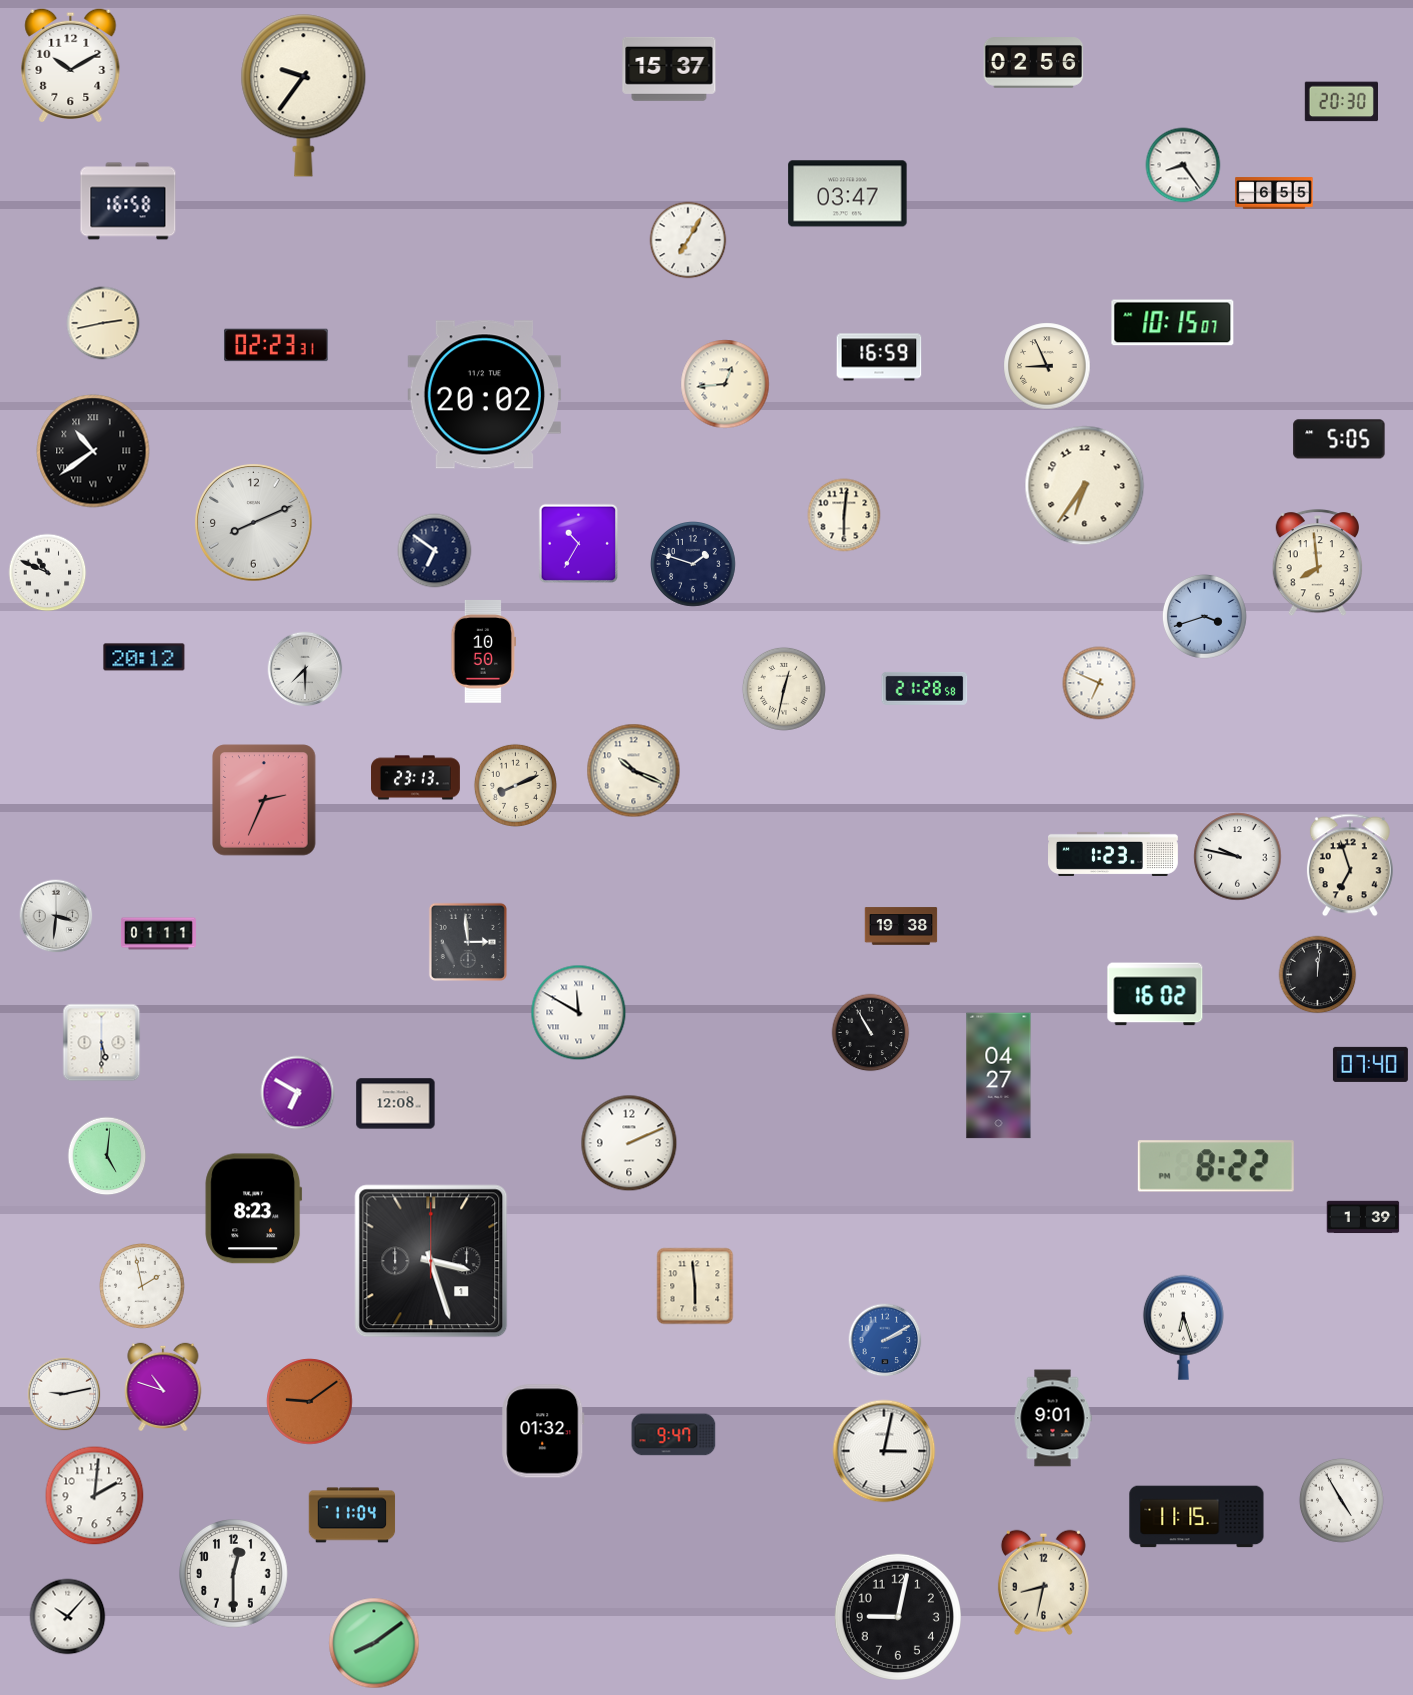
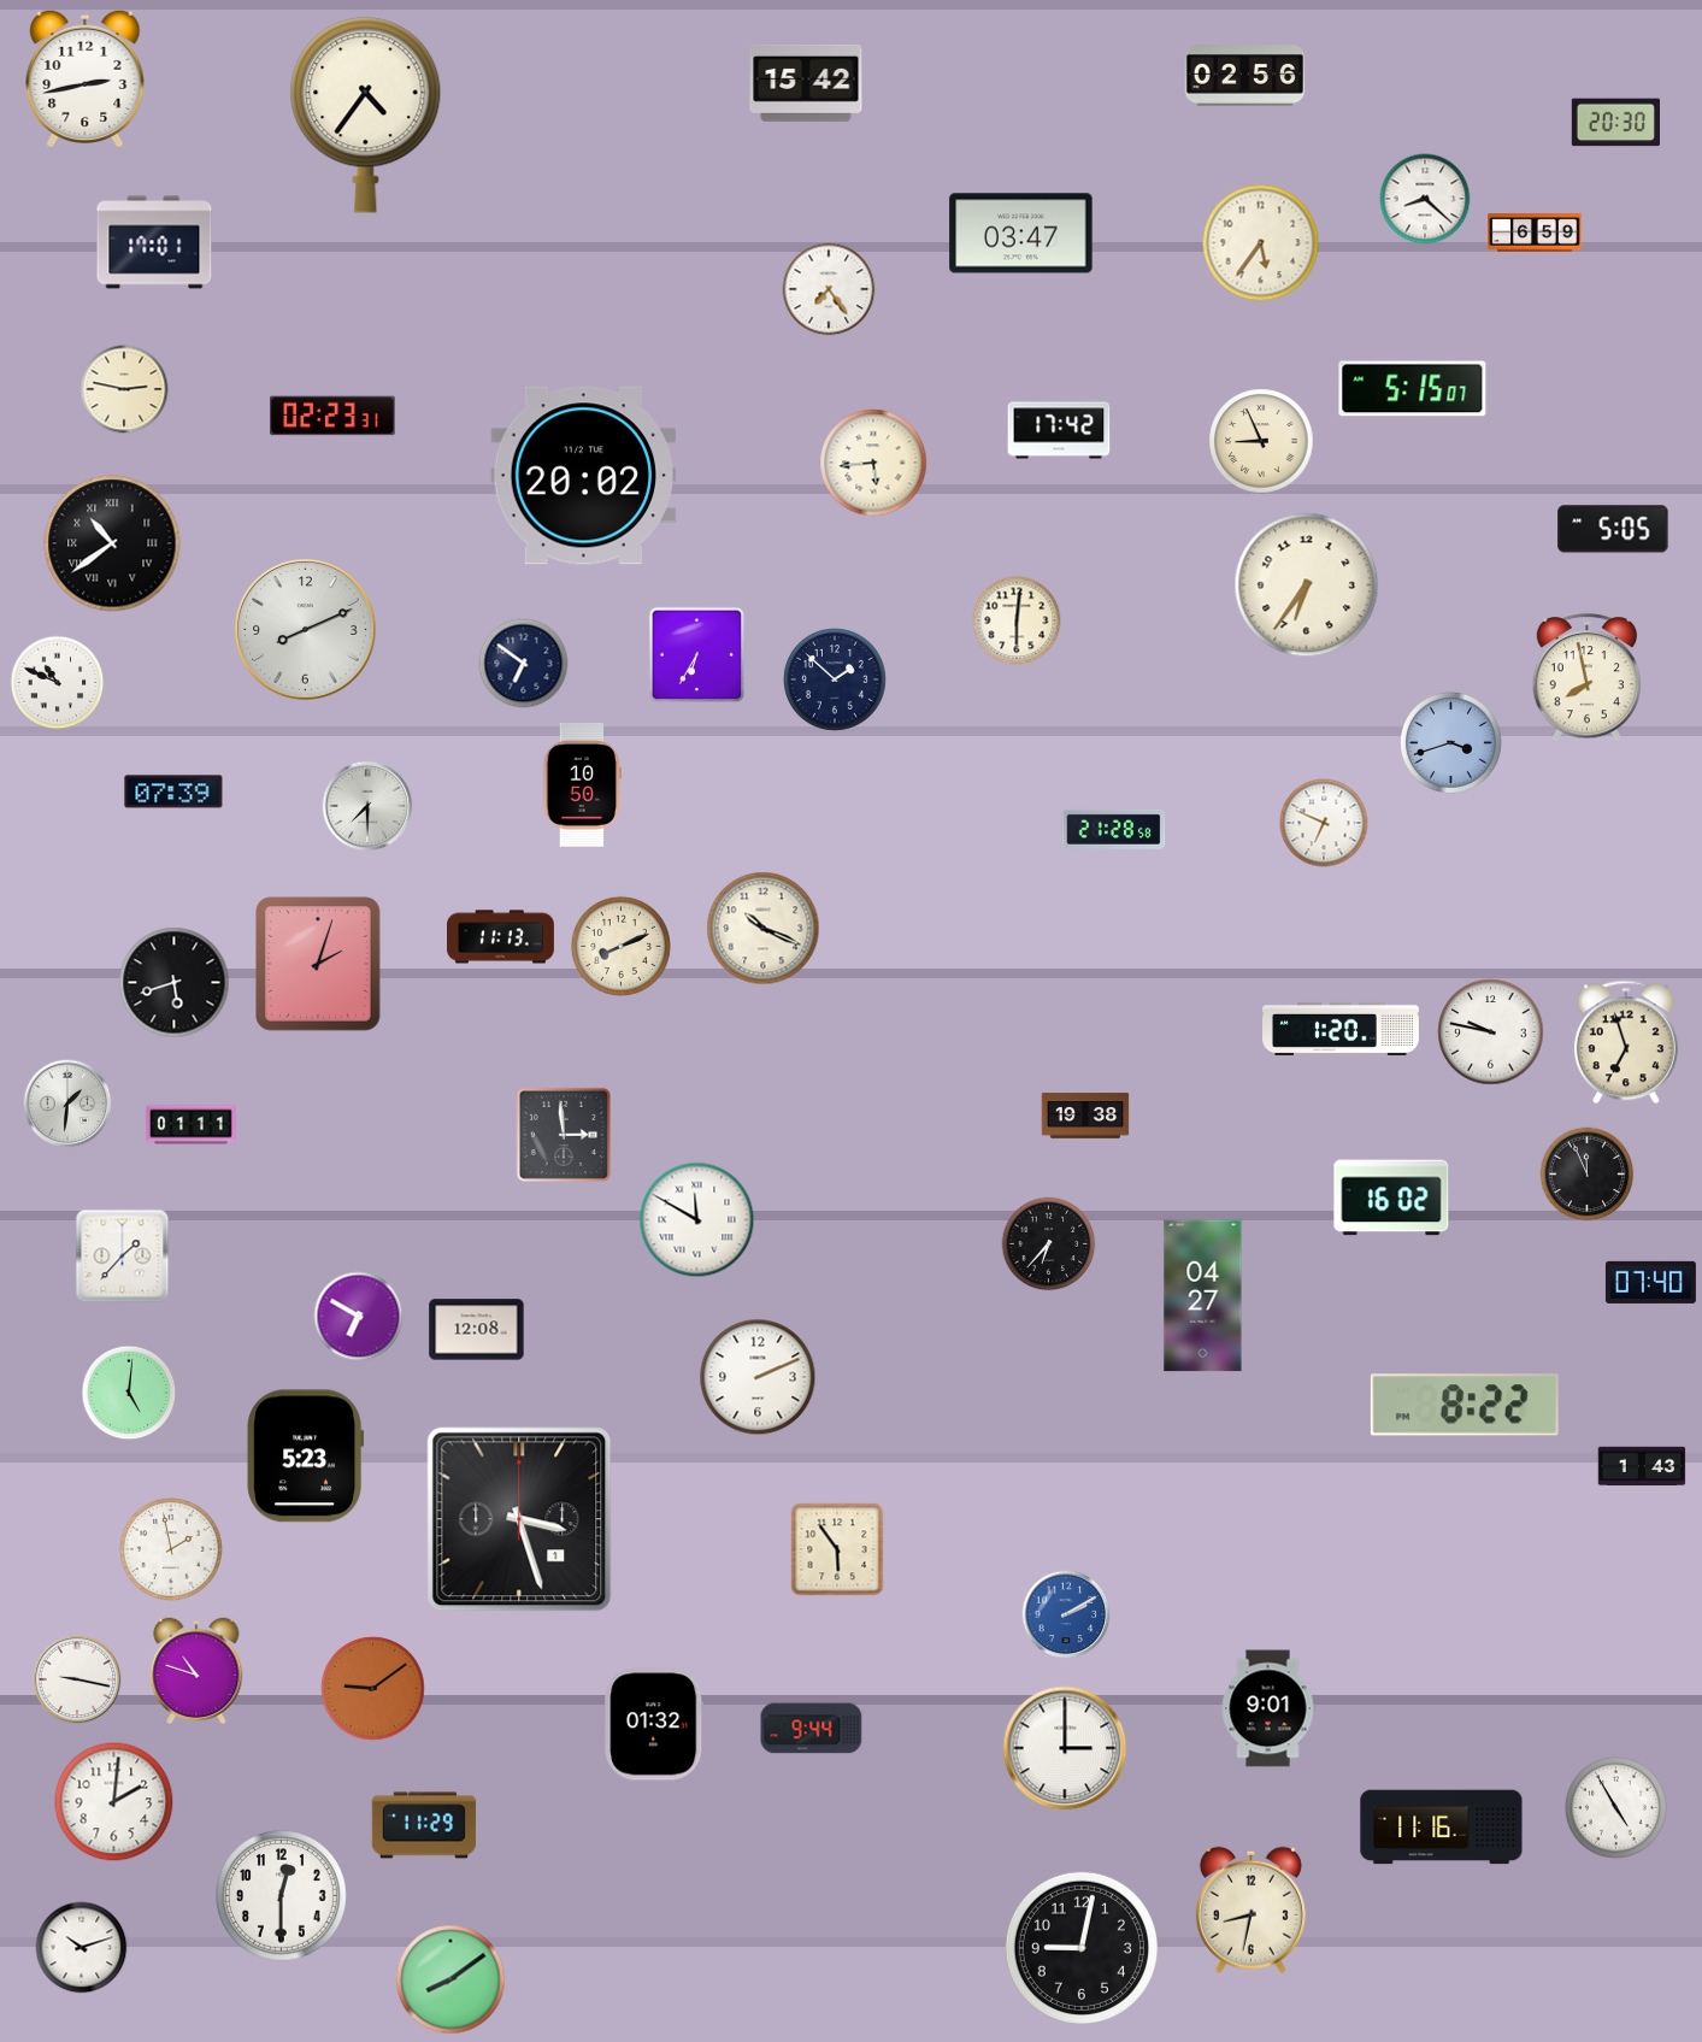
clock at (71, 64): 10:10 -> 2:43
clock at (669, 69): 15:37 -> 15:42
clock at (304, 96): 9:36 -> 4:36
clock at (1183, 165): 8:24 -> 8:22
clock at (1274, 193): 6:55 -> 6:59
clock at (128, 201): 16:58 -> 17:01
clock at (1261, 243): none -> 5:36
clock at (688, 240): 7:05 -> 7:24
clock at (103, 323): 2:43 -> 2:47
clock at (1173, 323): 10:15 -> 5:15
clock at (879, 357): 16:59 -> 17:42
clock at (725, 384): 12:44 -> 5:44
clock at (579, 544): 10:35 -> 6:35
clock at (1317, 563): 7:59 -> 7:58
clock at (693, 564): 1:48 -> 1:52
clock at (48, 573) position: (48, 573) -> (58, 683)
clock at (144, 657): 20:12 -> 07:39
clock at (784, 689): 12:32 -> none
clock at (416, 778): 23:13 -> 11:13
clock at (264, 800): 2:34 -> 2:03
clock at (175, 983): none -> 5:42
clock at (1114, 854): 1:23 -> 1:20
clock at (56, 916): 3:31 -> 1:31
clock at (1318, 975): 12:01 -> 11:56
clock at (871, 1033): 10:55 -> 6:37
clock at (102, 1043): 5:30 -> 1:37
clock at (254, 1209): 8:23 -> 5:23
clock at (1363, 1217): 1:39 -> 1:43
clock at (695, 1286): 5:59 -> 5:54
clock at (1183, 1327): 6:27 -> none
clock at (64, 1394): 9:13 -> 9:17
clock at (674, 1435): 9:47 -> 9:44
clock at (884, 1451): 3:02 -> 3:00
clock at (352, 1515): 11:04 -> 11:29
clock at (1197, 1517): 11:15 -> 11:16
clock at (1043, 1582) position: (1043, 1582) -> (1250, 1909)
clock at (68, 1617): 10:07 -> 10:12
